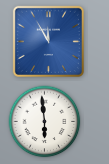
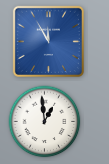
clock at (45, 122): 5:59 -> 12:59
